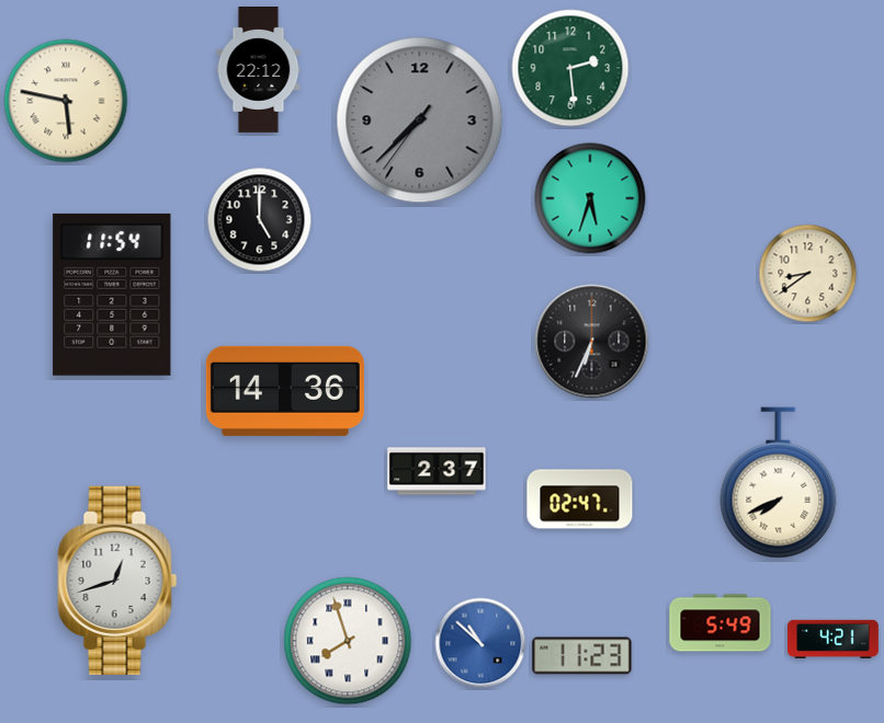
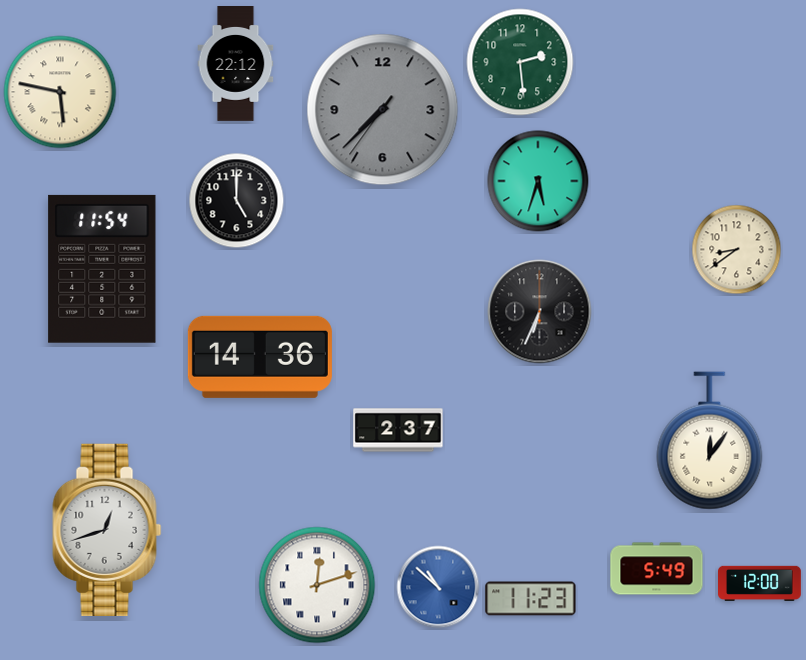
clock at (779, 483): 7:41 -> 12:06
clock at (580, 500): 02:47 -> none
clock at (834, 639): 4:21 -> 12:00
clock at (348, 641): 7:57 -> 12:12
